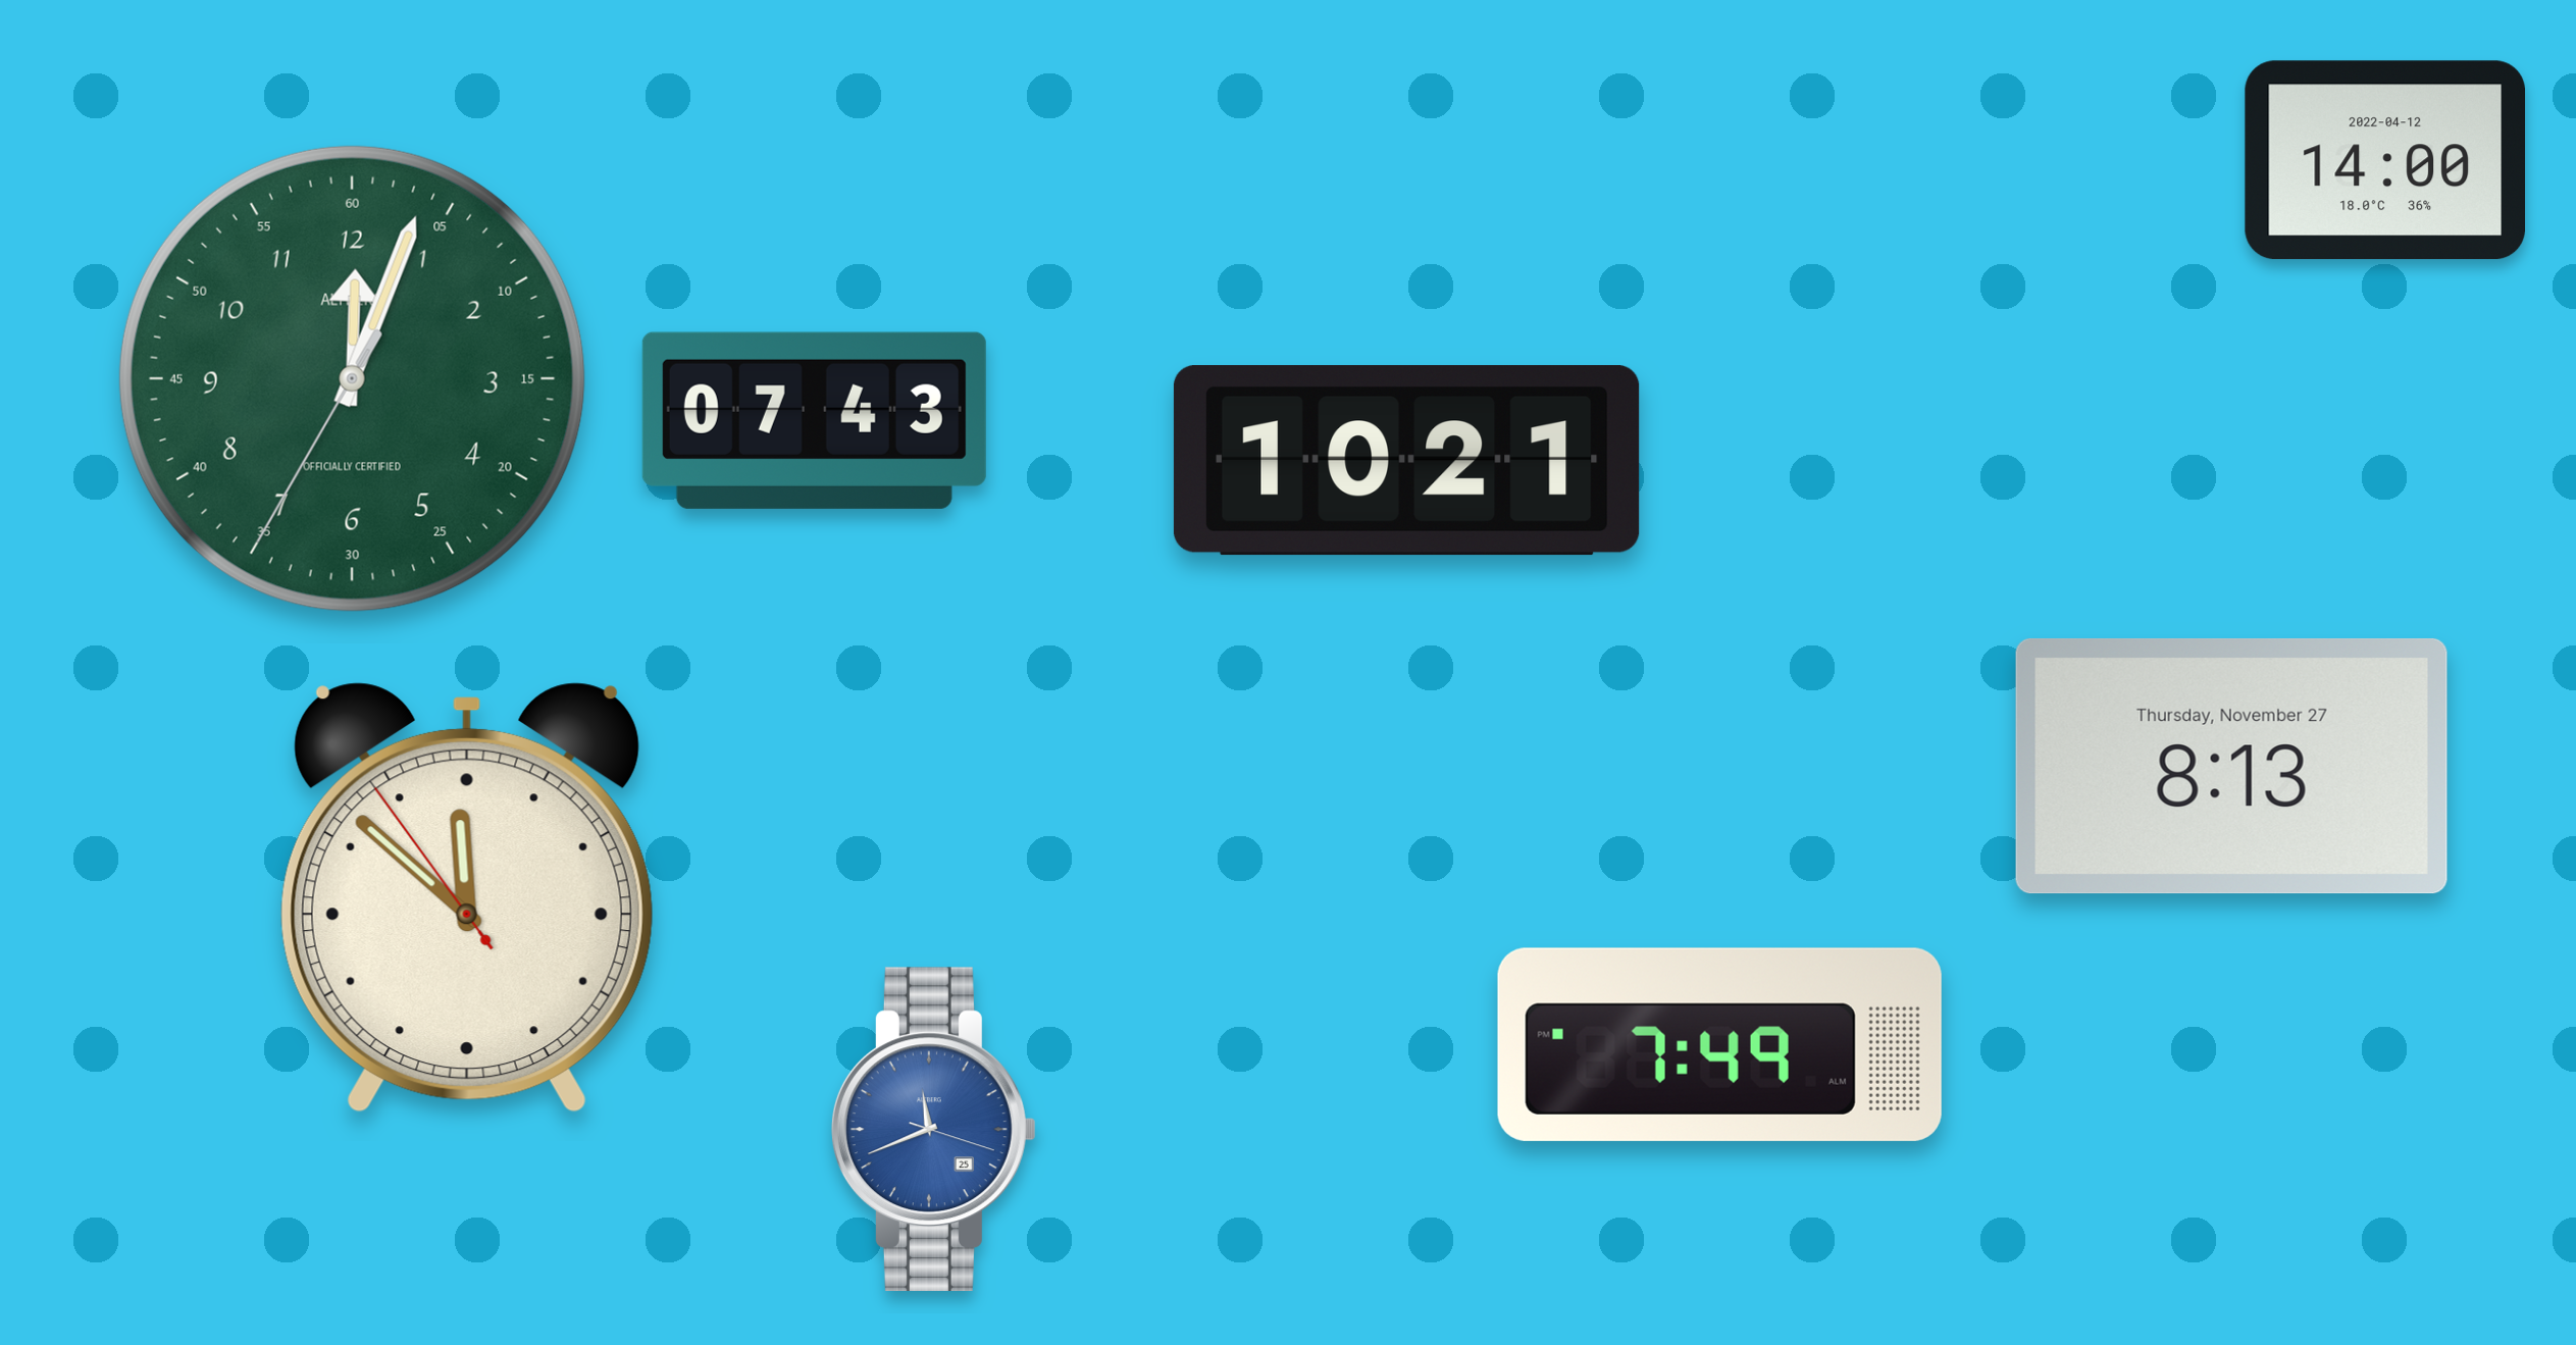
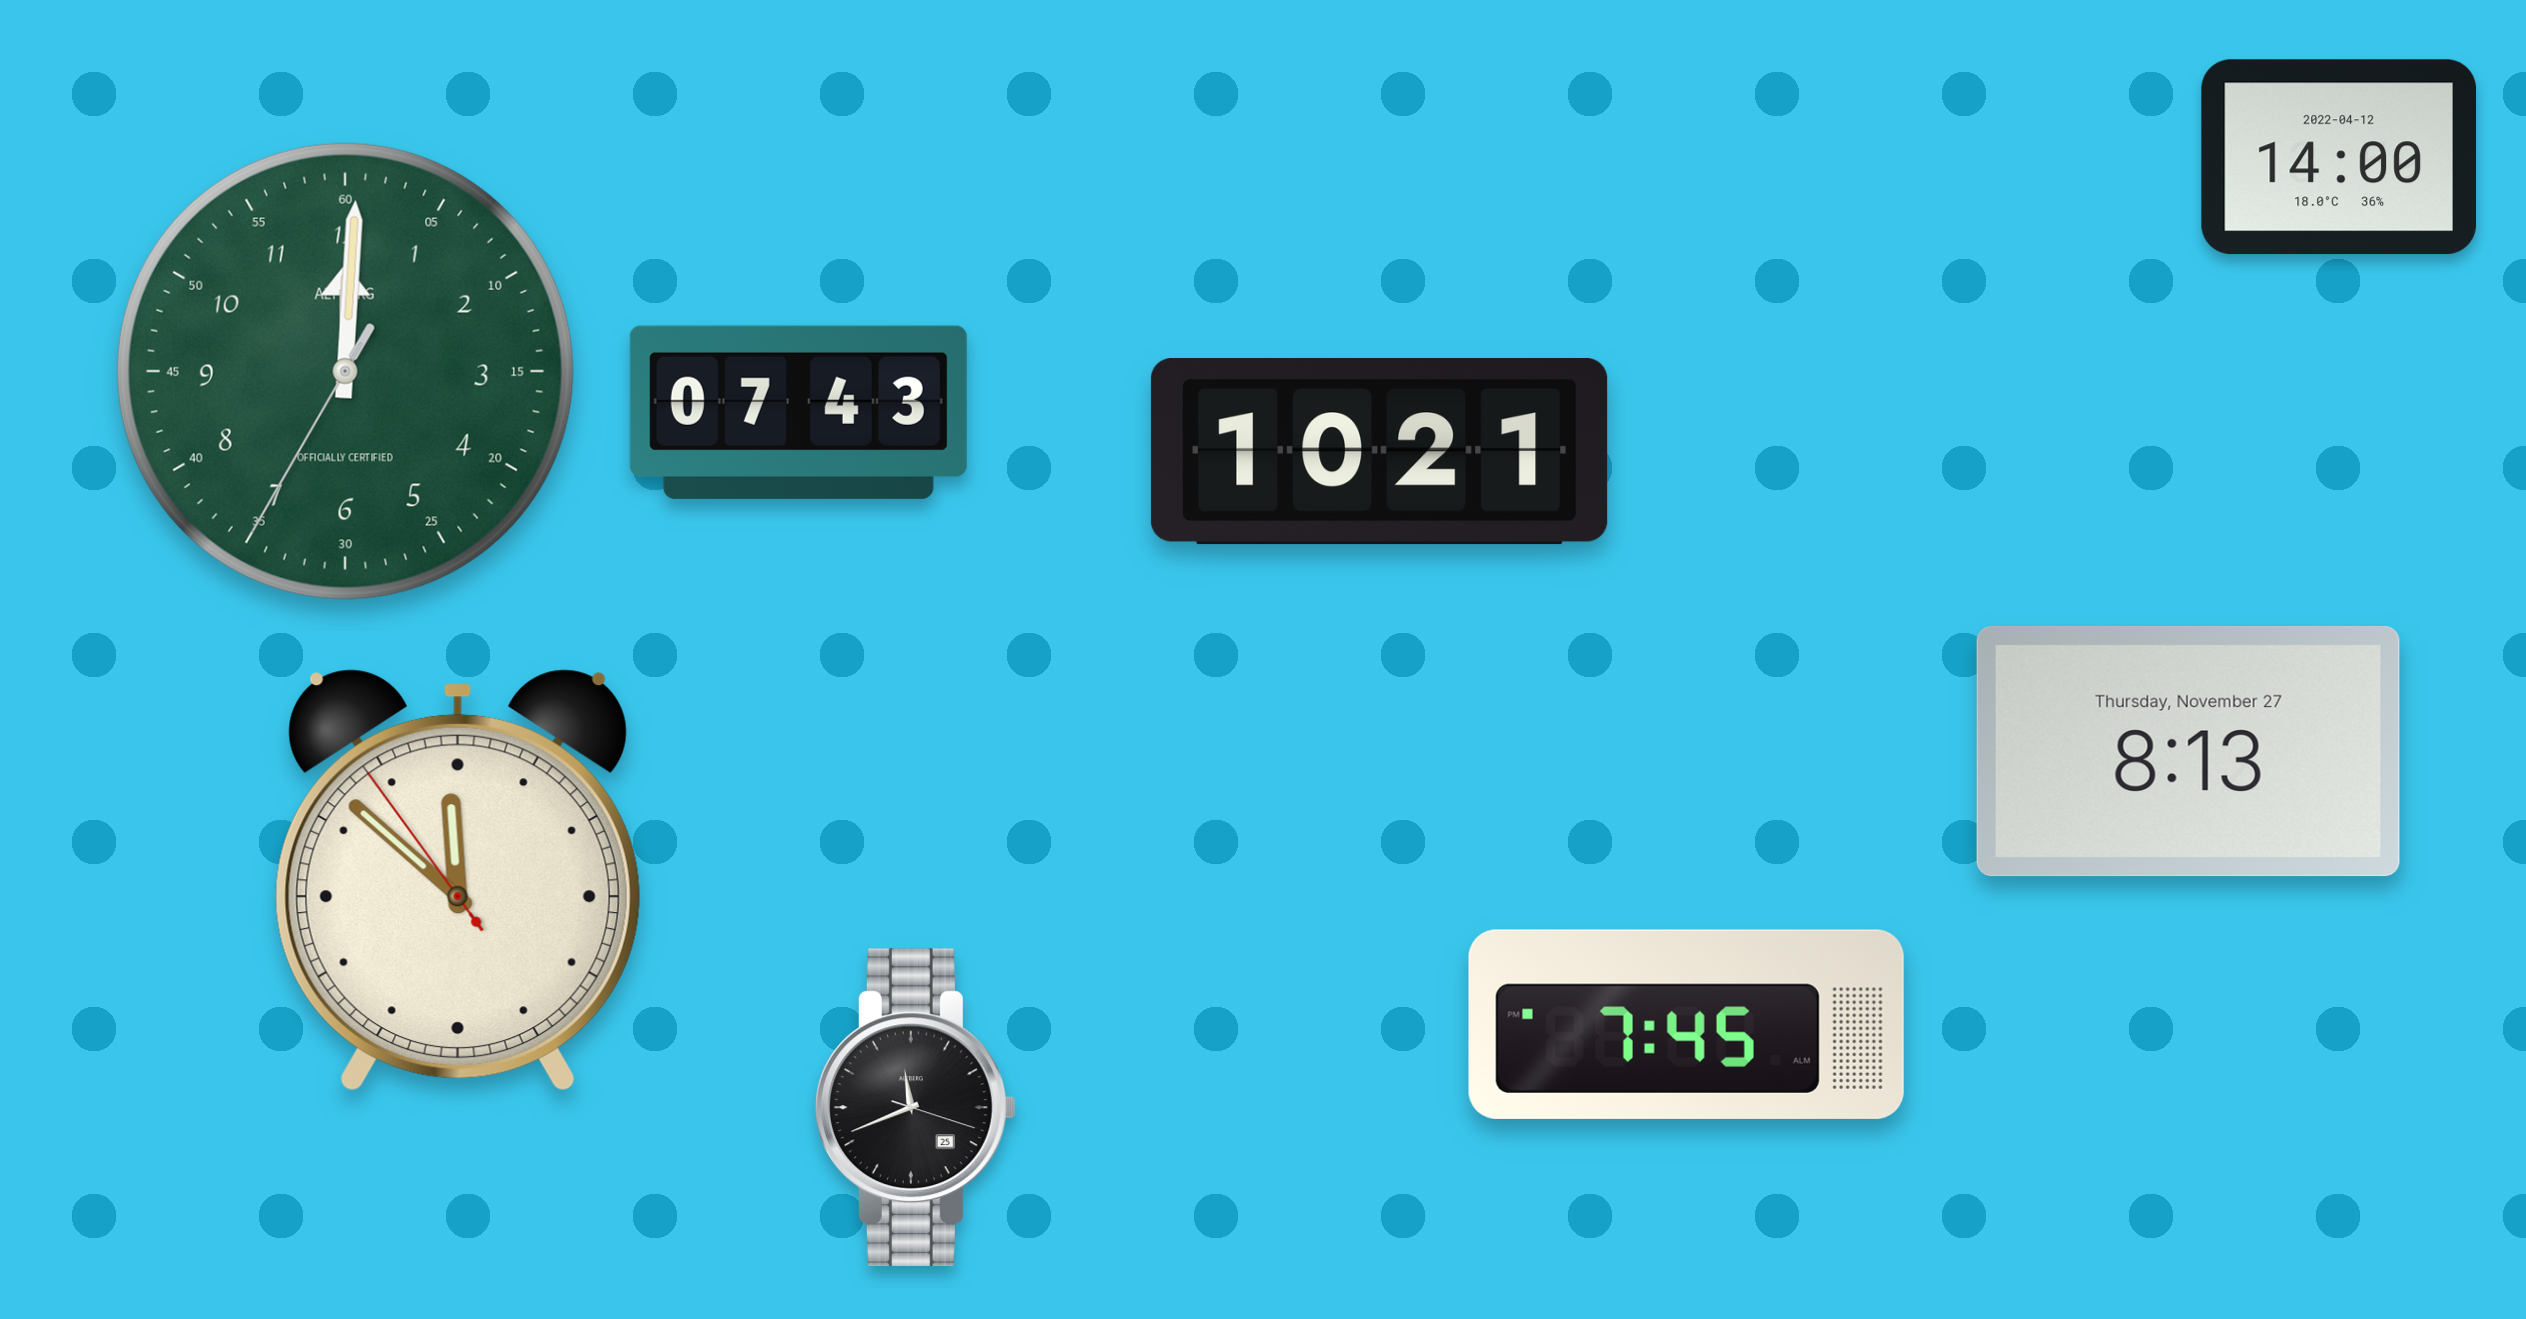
clock at (352, 378): 12:03 -> 12:00
clock at (1719, 1044): 7:49 -> 7:45
clock at (933, 1129) dial: blue -> black
